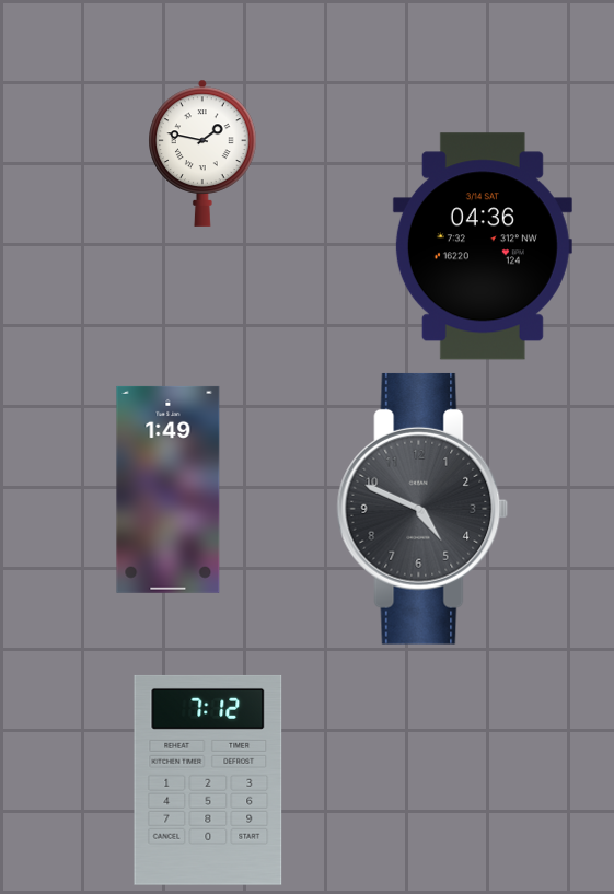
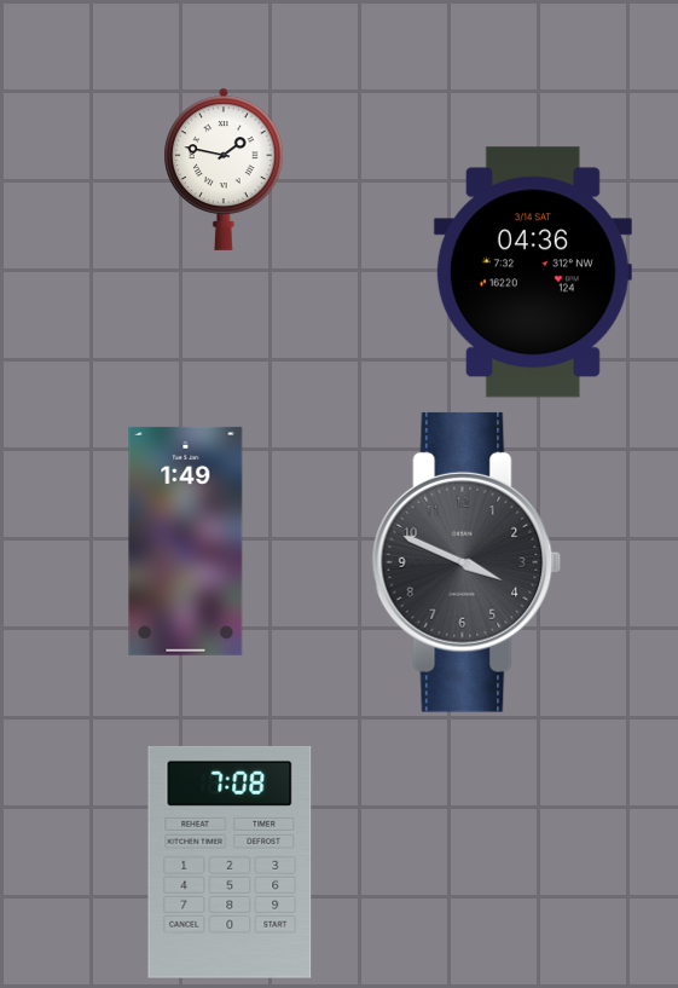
clock at (422, 509): 4:49 -> 3:49
clock at (208, 780): 7:12 -> 7:08
